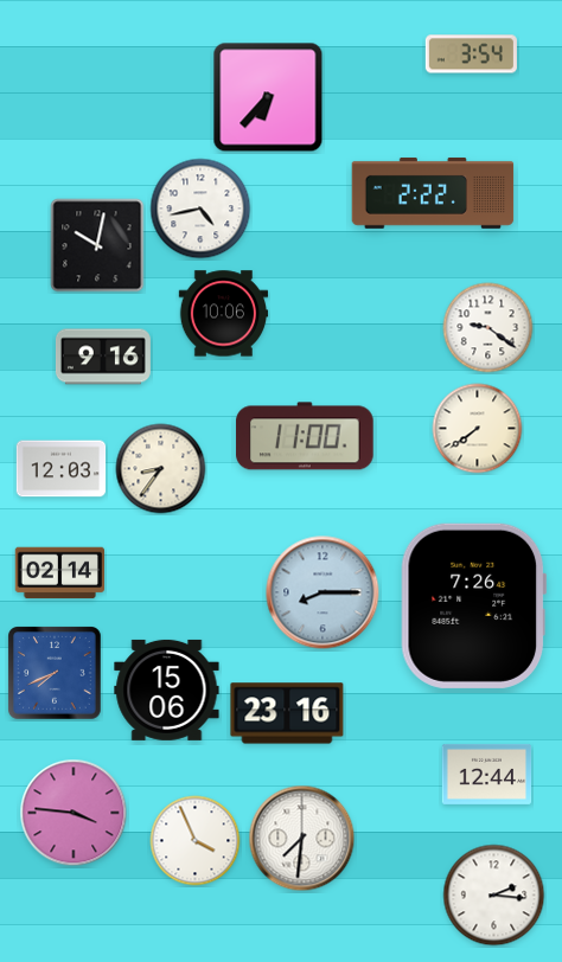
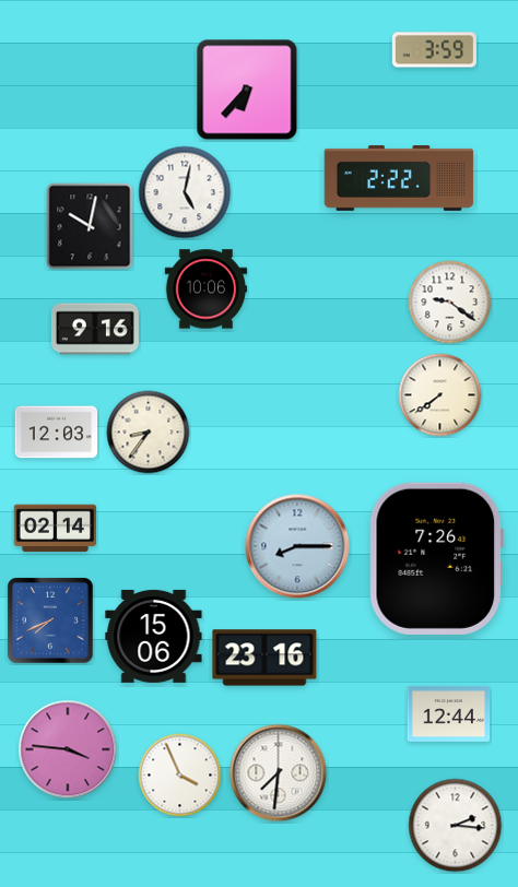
clock at (471, 54): 3:54 -> 3:59
clock at (200, 209): 4:43 -> 5:02
clock at (305, 436): 11:00 -> none
